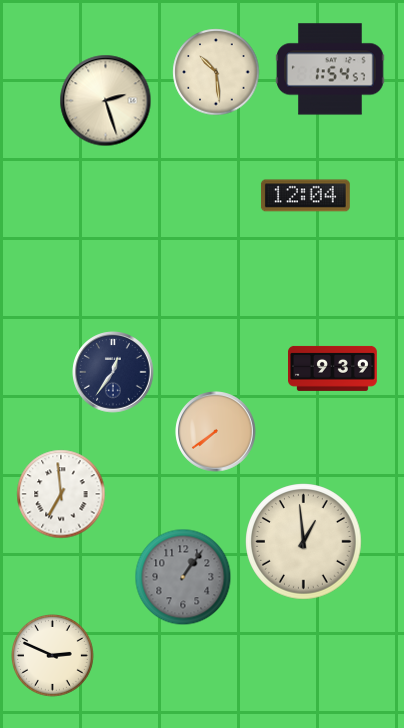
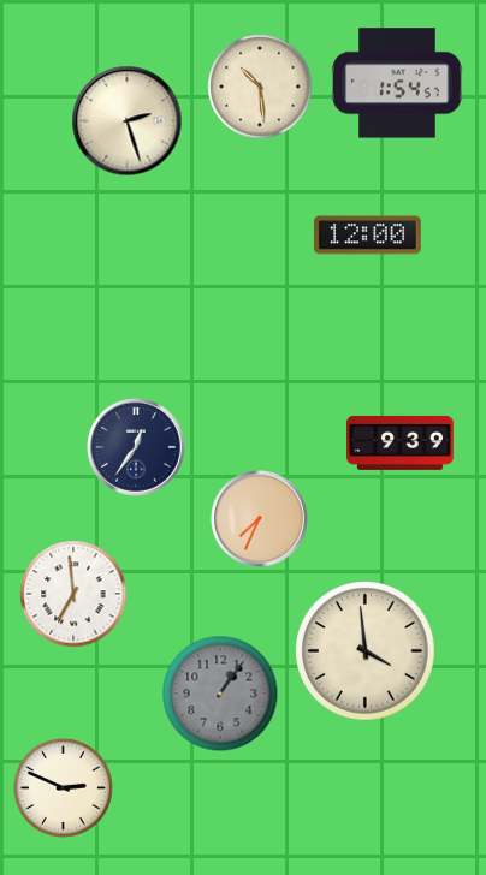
clock at (305, 196): 12:04 -> 12:00
clock at (216, 432): 7:39 -> 7:34
clock at (304, 542): 12:59 -> 3:59
